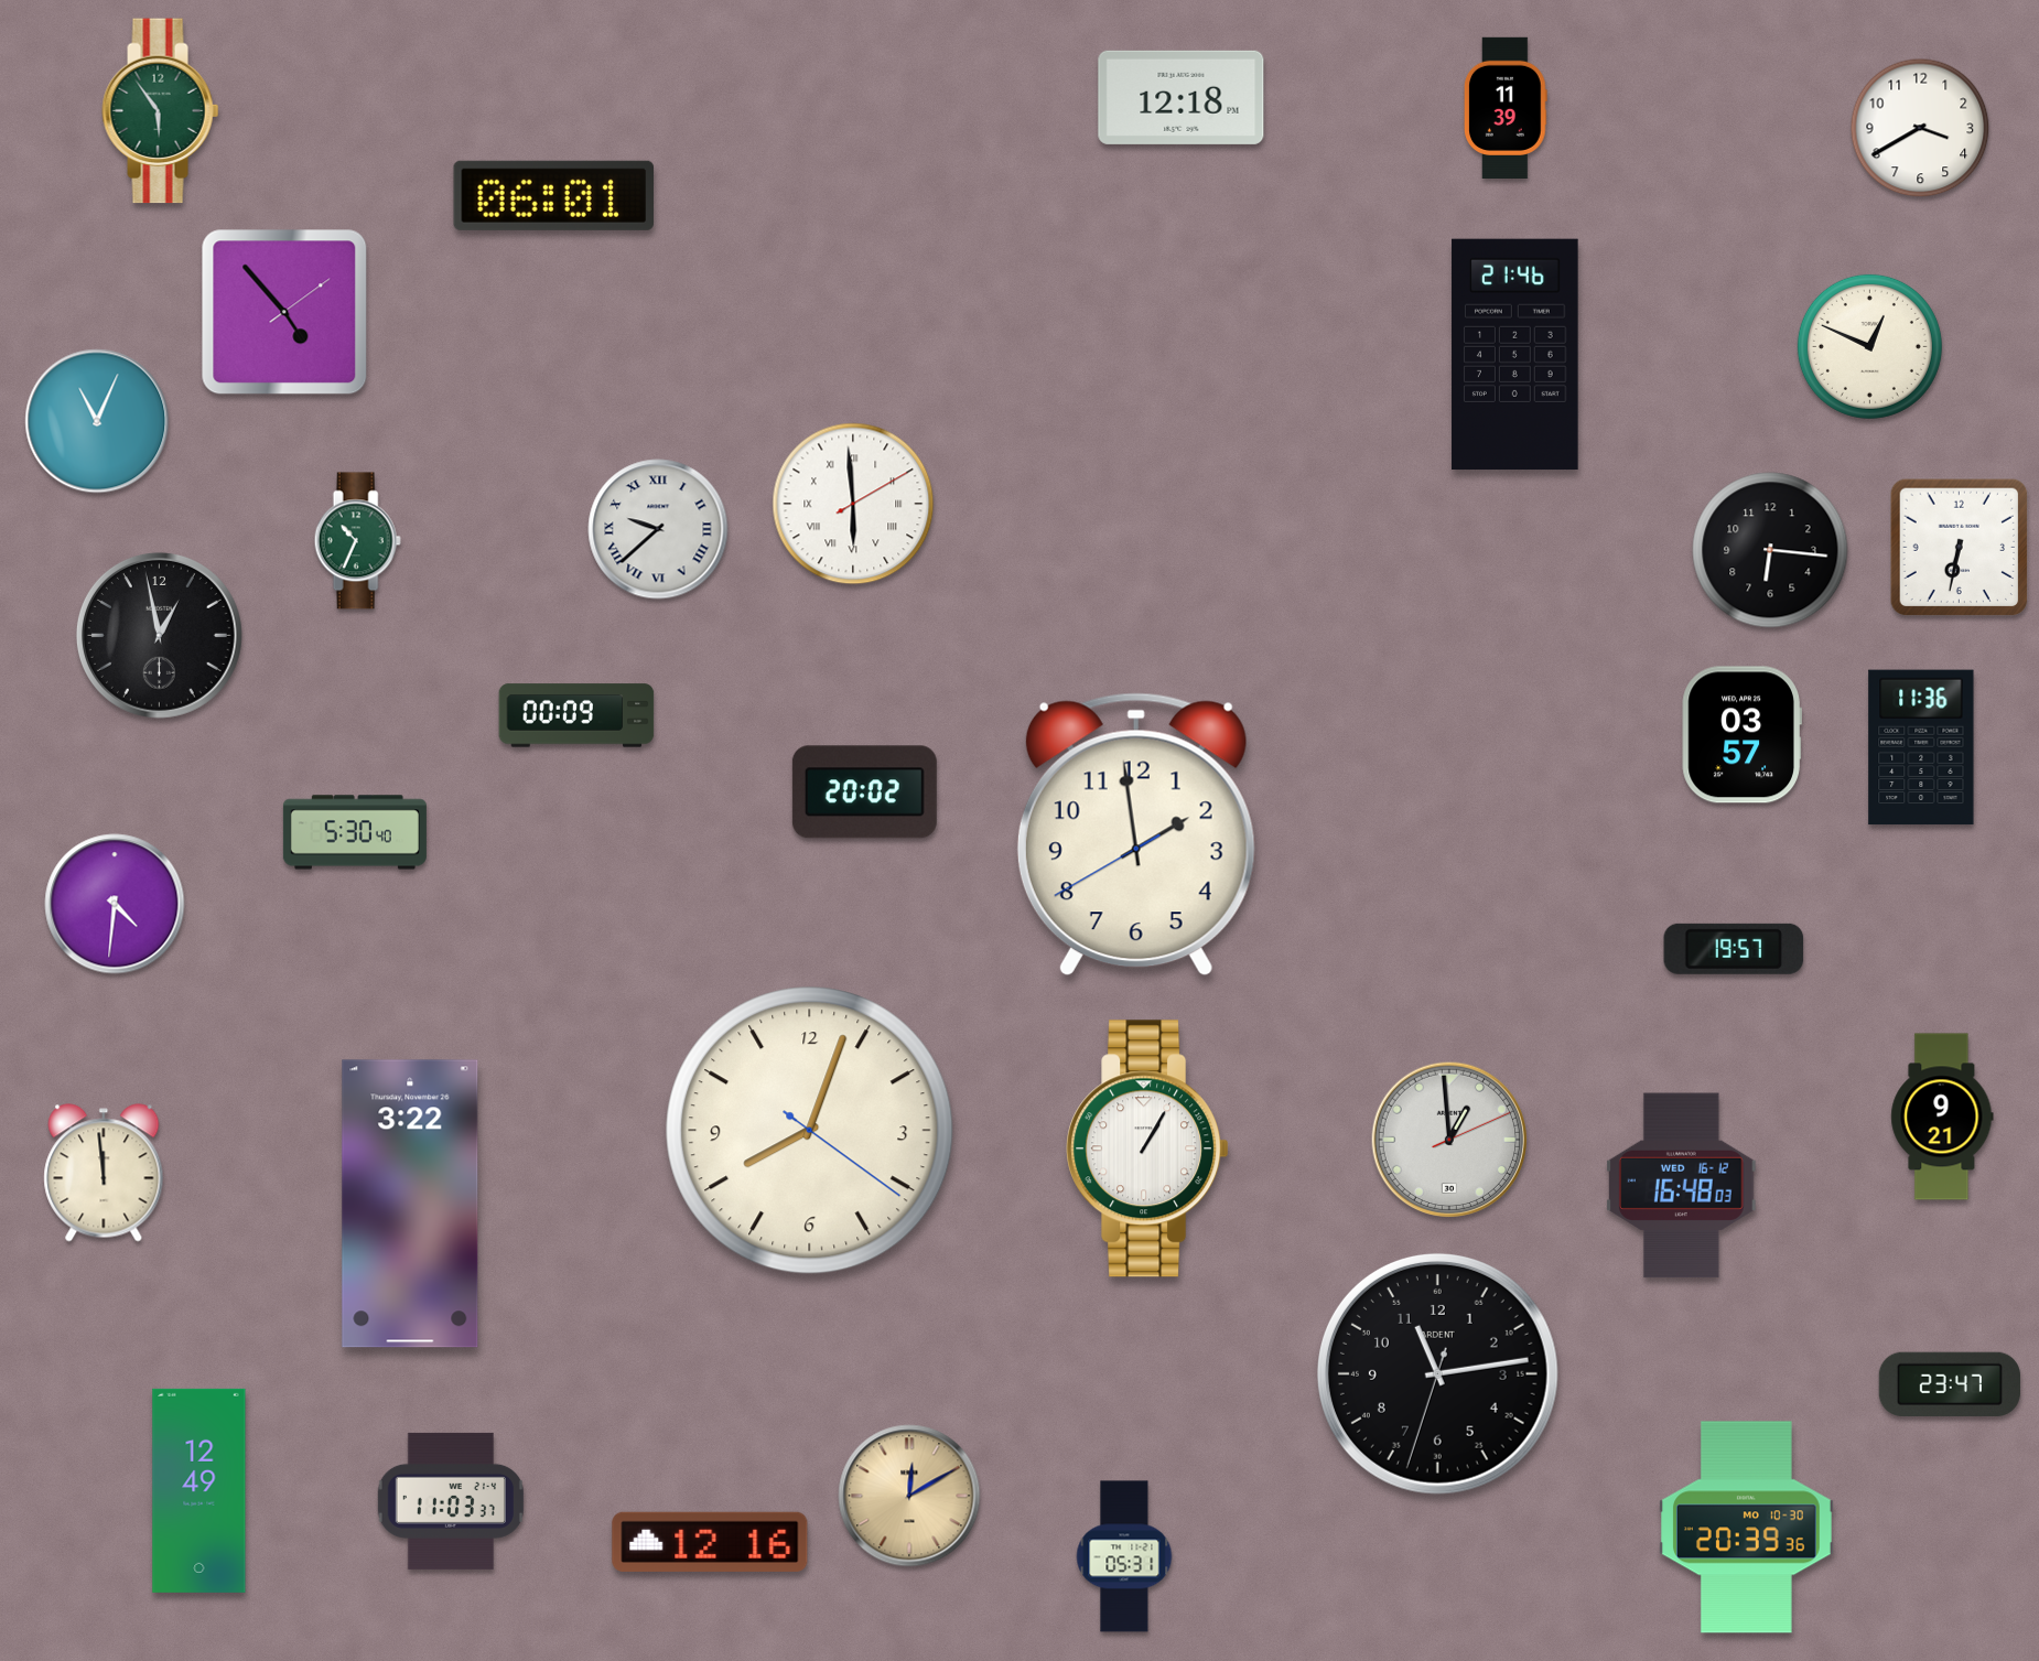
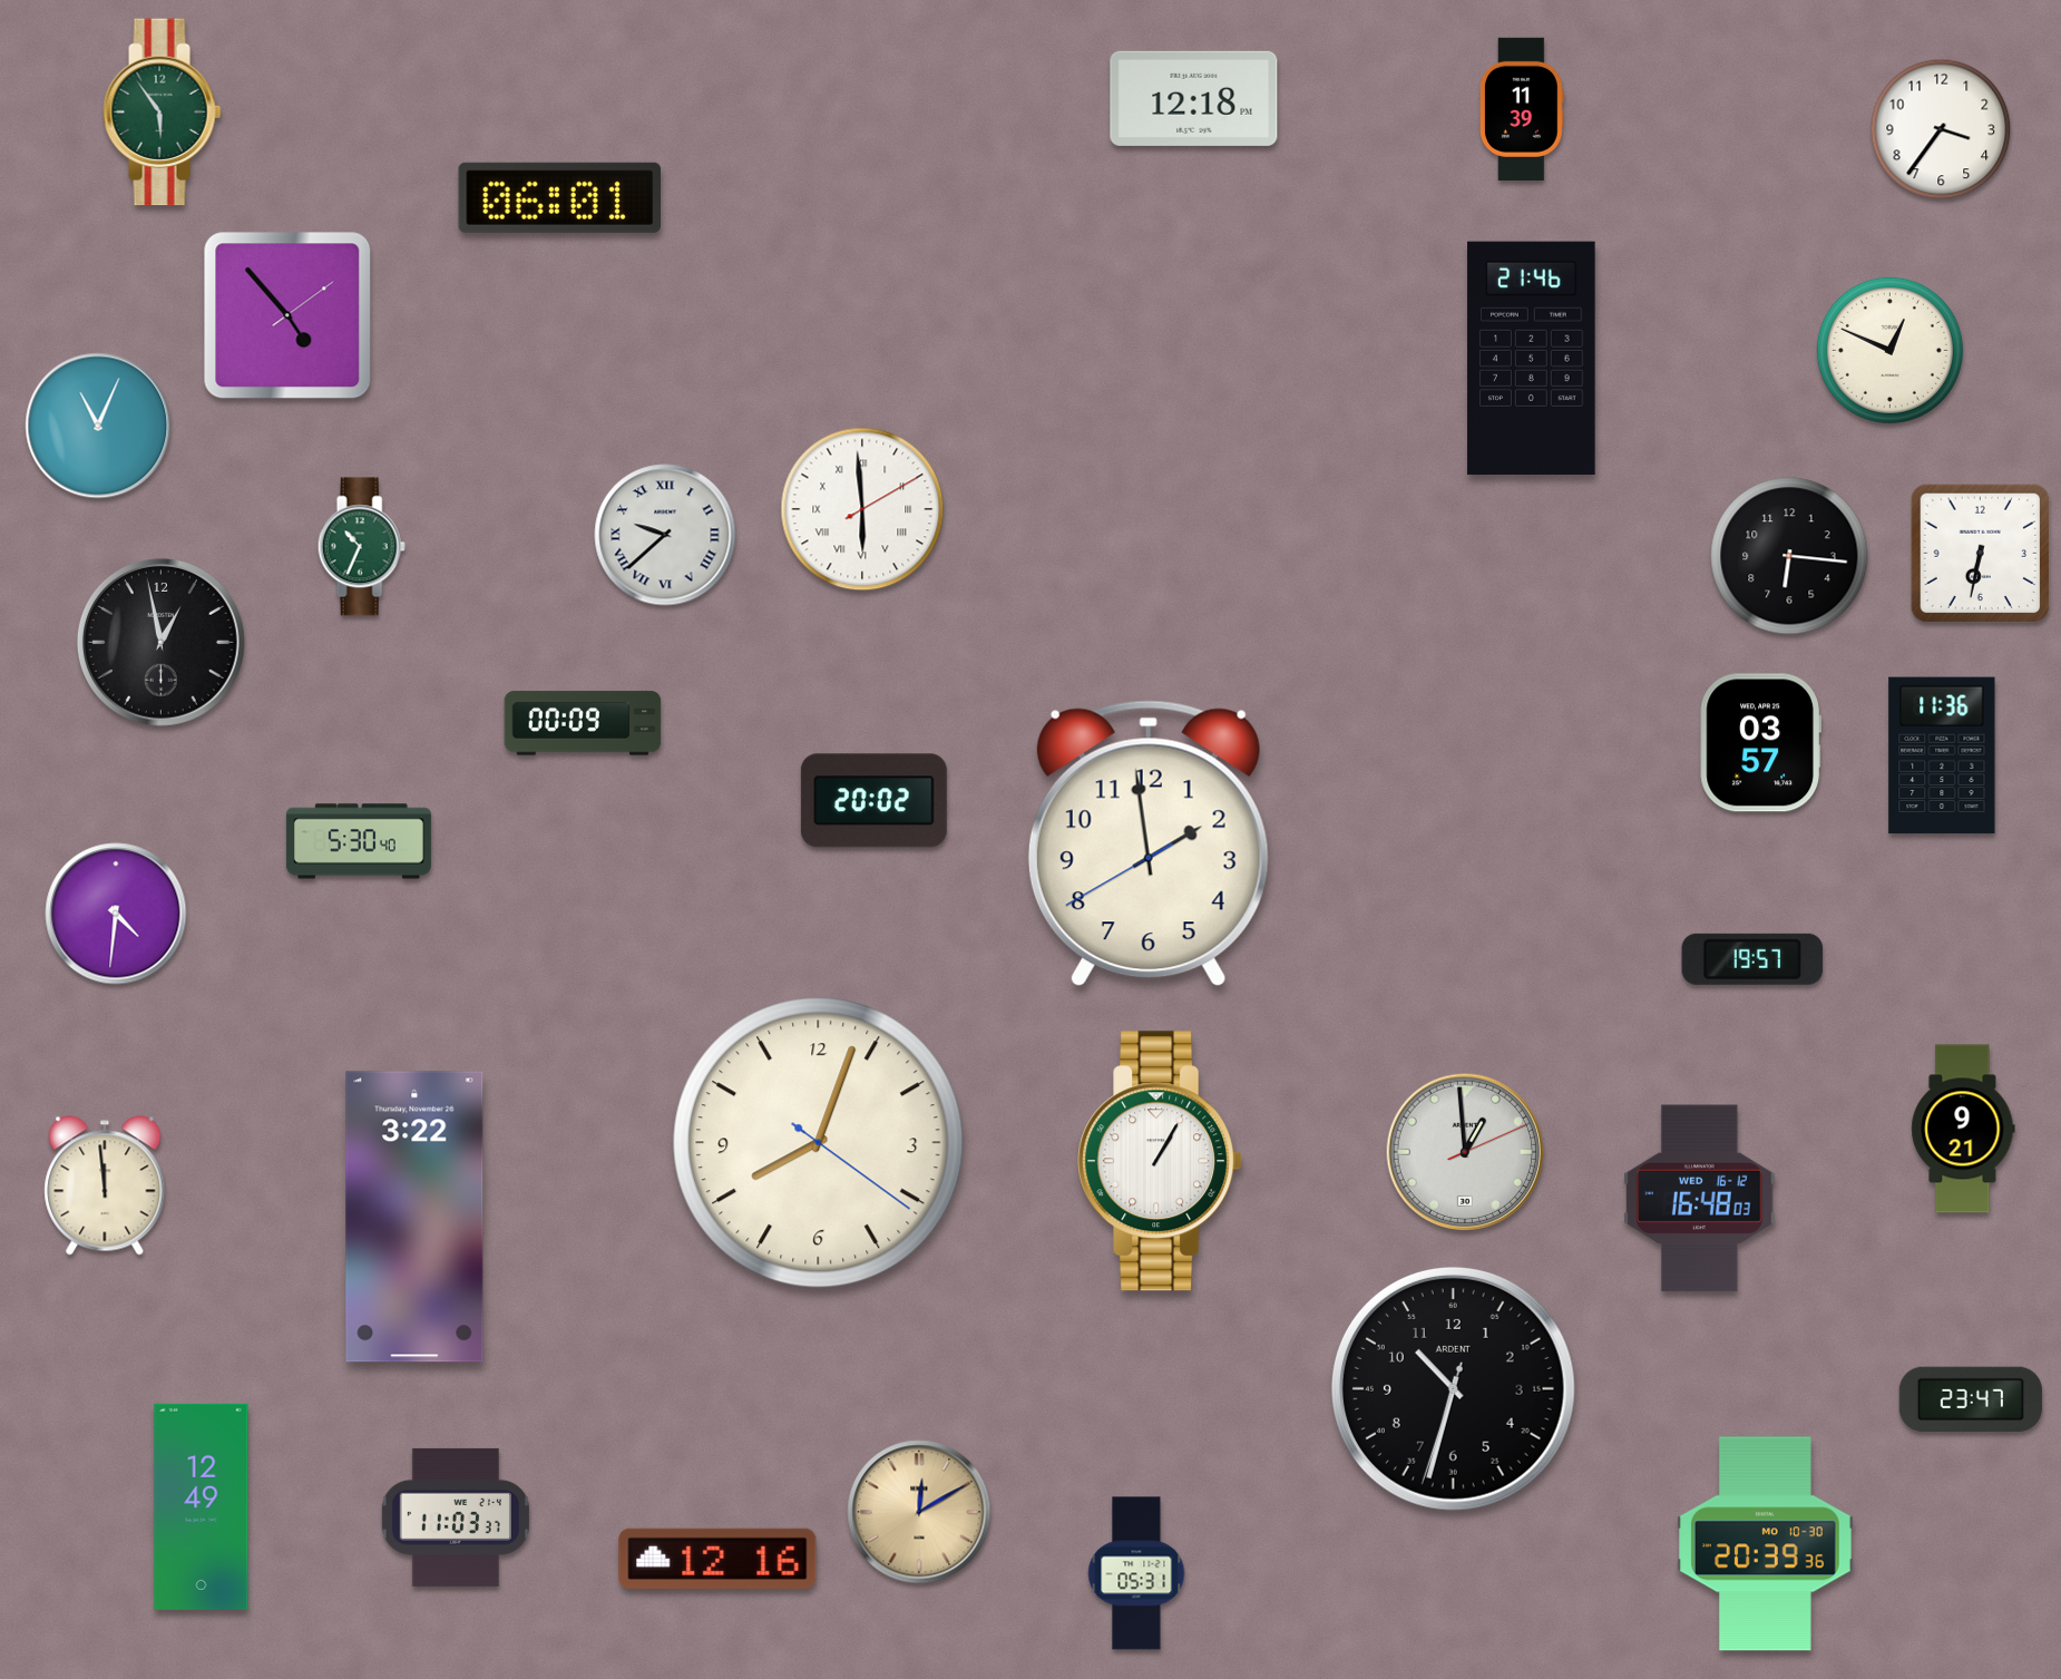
clock at (1920, 128): 3:40 -> 3:36
clock at (1437, 1373): 11:13 -> 10:32
